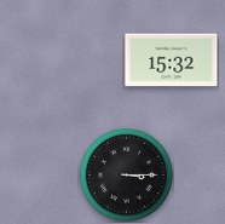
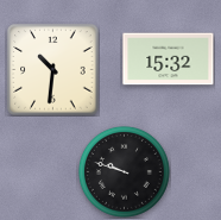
clock at (53, 70): none -> 10:31
clock at (127, 176): 3:15 -> 9:48
